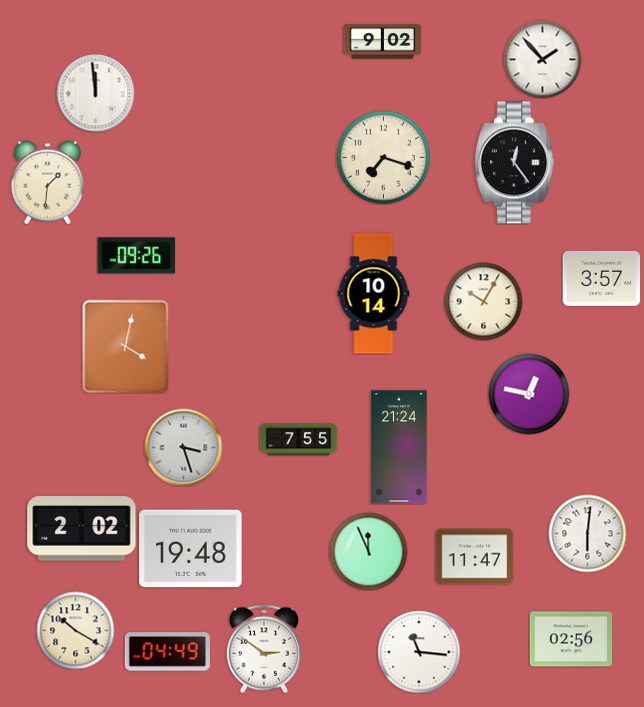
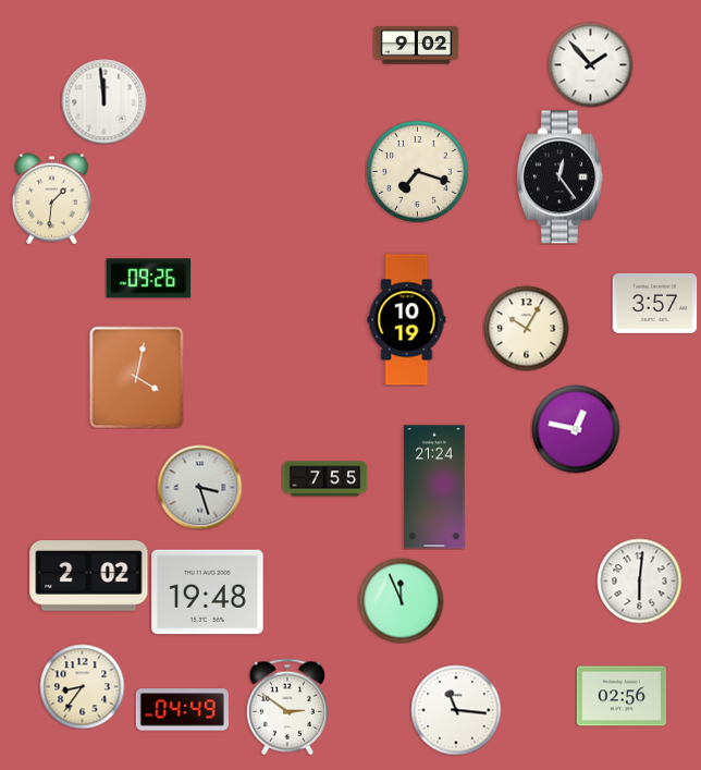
clock at (374, 294): 10:14 -> 10:19
clock at (191, 549) position: (191, 549) -> (208, 592)
clock at (474, 557): 11:47 -> none
clock at (75, 630): 10:20 -> 8:36
